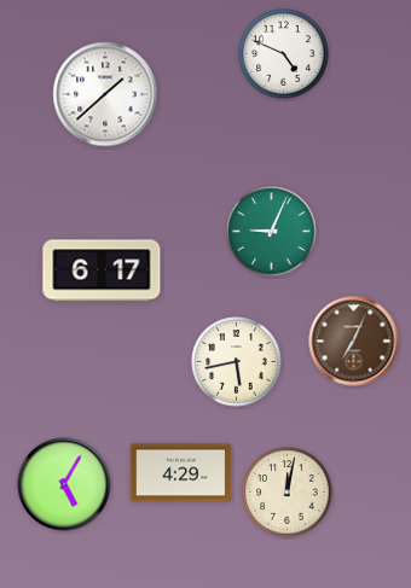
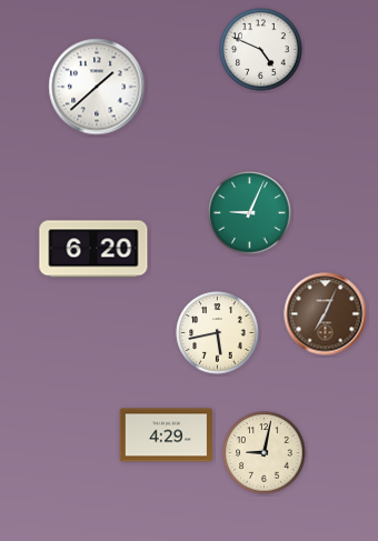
clock at (102, 270): 6:17 -> 6:20
clock at (64, 484): 5:05 -> none
clock at (288, 493): 12:02 -> 9:02
